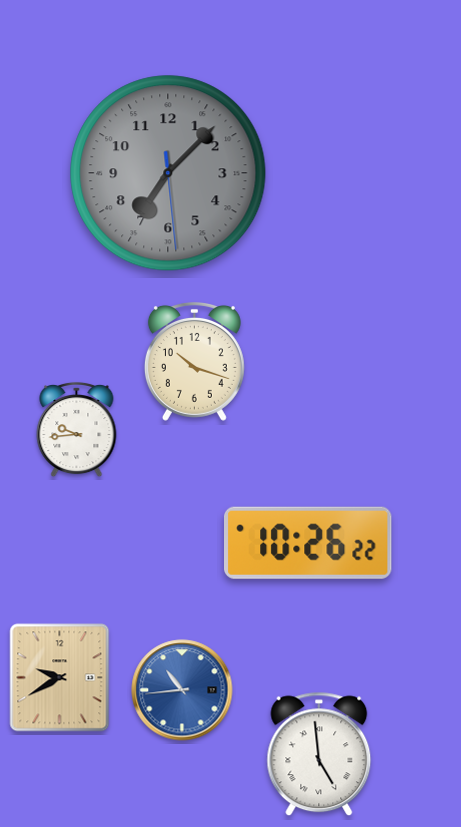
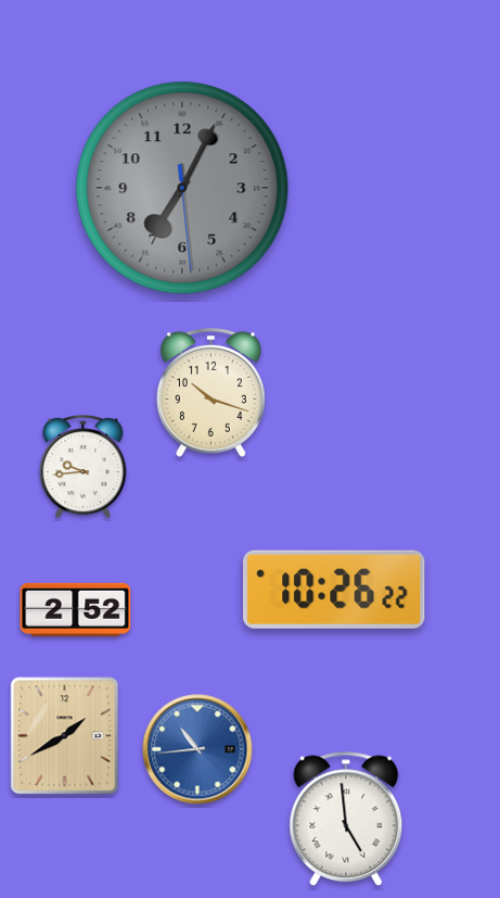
clock at (168, 173): 7:07 -> 7:04
clock at (76, 609): none -> 2:52
clock at (60, 678): 9:40 -> 1:40
